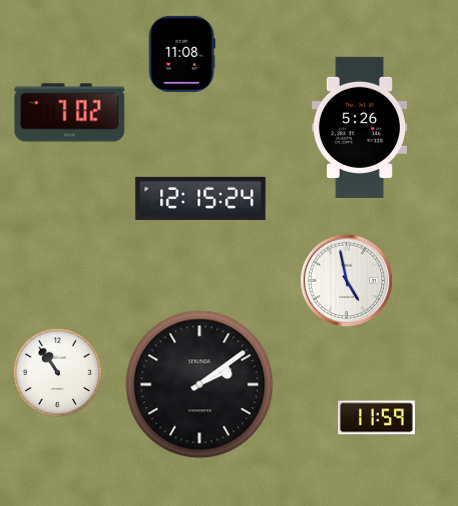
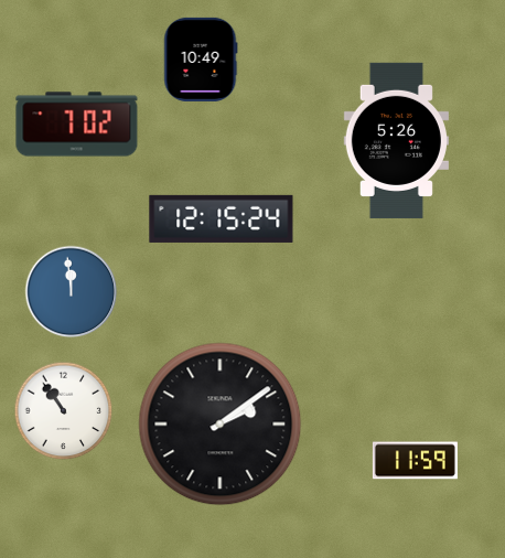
clock at (182, 54): 11:08 -> 10:49
clock at (72, 292): none -> 11:59
clock at (347, 281): 4:58 -> none
